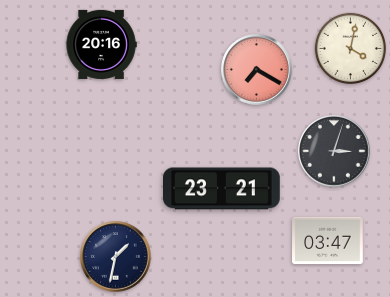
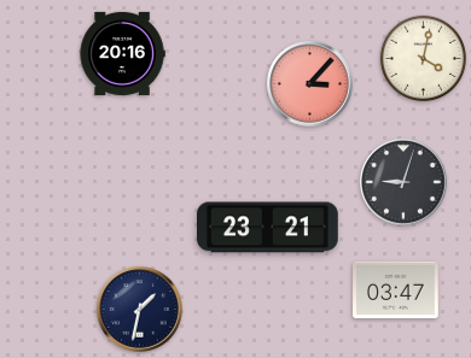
clock at (257, 70): 7:20 -> 3:07
clock at (334, 151): 3:03 -> 9:03
